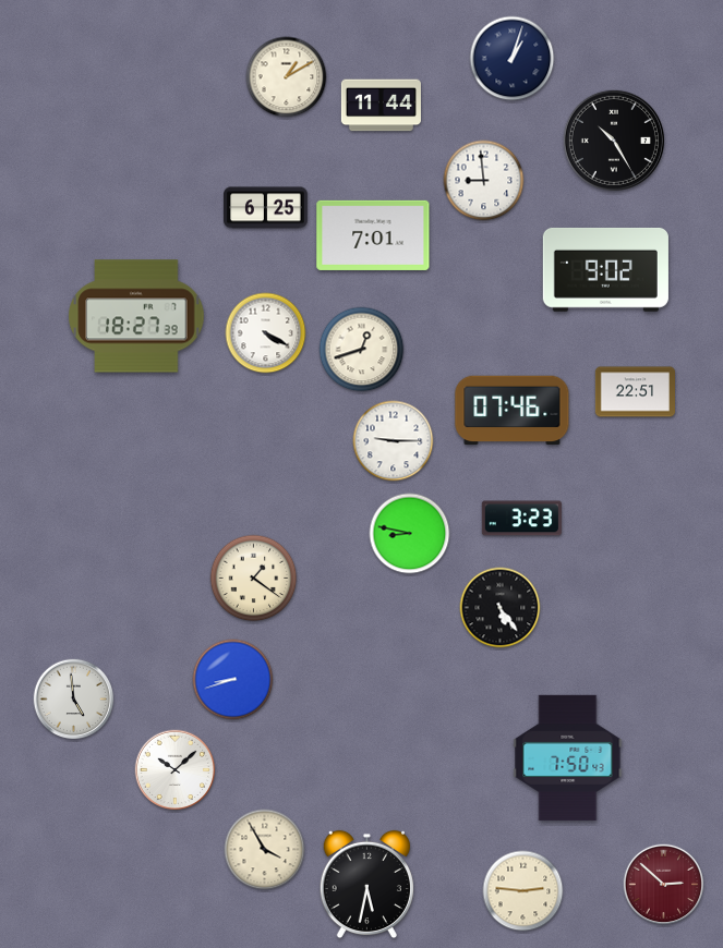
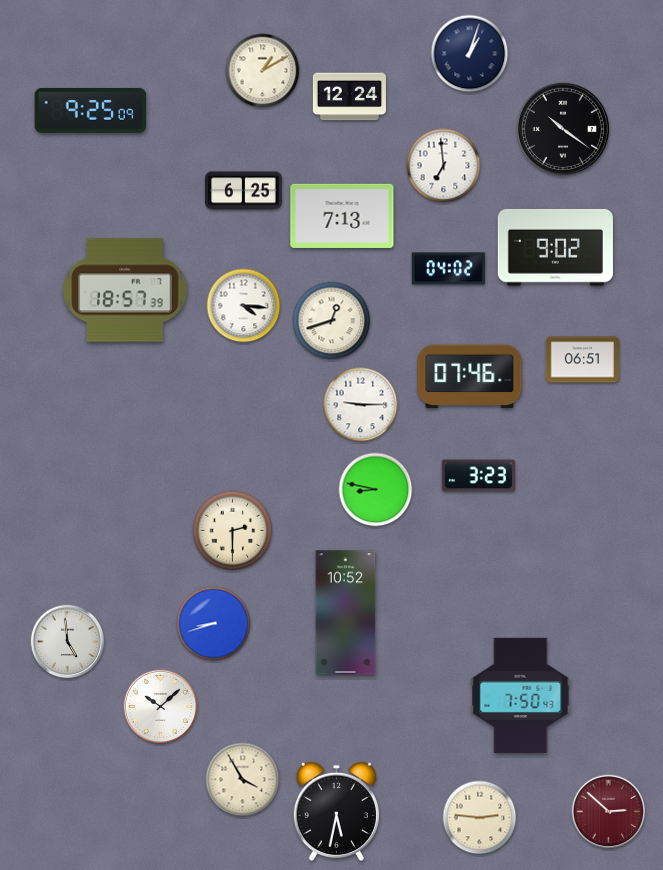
clock at (381, 106): 11:44 -> 12:24
clock at (91, 110): none -> 9:25
clock at (614, 141): 10:25 -> 10:21
clock at (484, 181): 8:59 -> 6:59
clock at (373, 235): 7:01 -> 7:13
clock at (448, 269): none -> 04:02
clock at (136, 316): 18:27 -> 18:57
clock at (266, 333): 4:20 -> 4:16
clock at (635, 392): 22:51 -> 06:51
clock at (254, 579): 1:21 -> 2:30
clock at (501, 608): 5:24 -> none
clock at (346, 613): none -> 10:52
